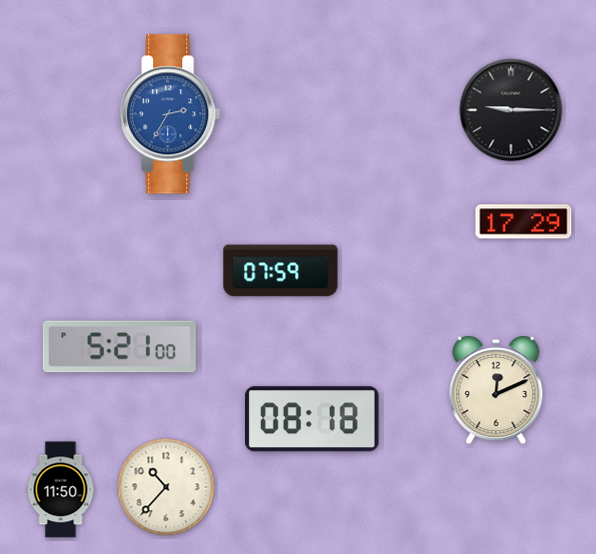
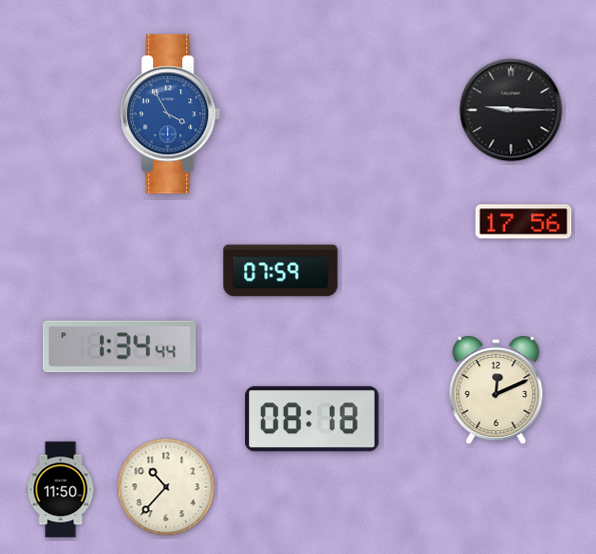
clock at (170, 114): 2:35 -> 3:55
clock at (524, 222): 17:29 -> 17:56
clock at (119, 347): 5:21 -> 1:34
